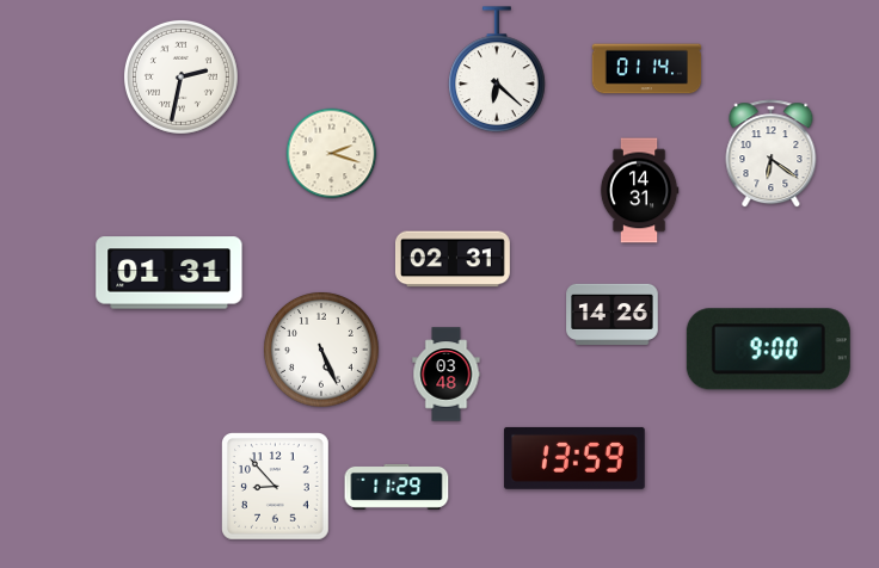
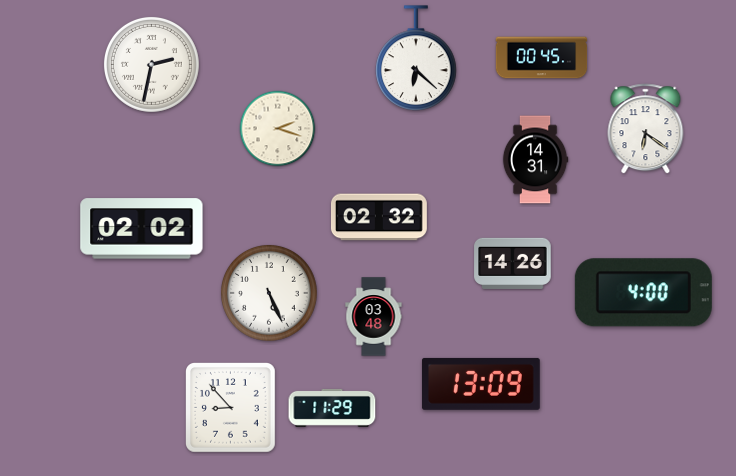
clock at (647, 69): 01:14 -> 00:45
clock at (453, 259): 02:31 -> 02:32
clock at (170, 273): 01:31 -> 02:02
clock at (768, 350): 9:00 -> 4:00
clock at (447, 375) position: (447, 375) -> (374, 317)
clock at (574, 458): 13:59 -> 13:09
